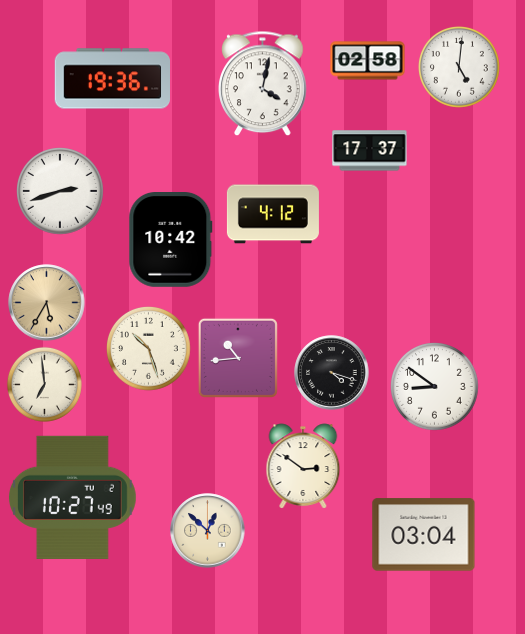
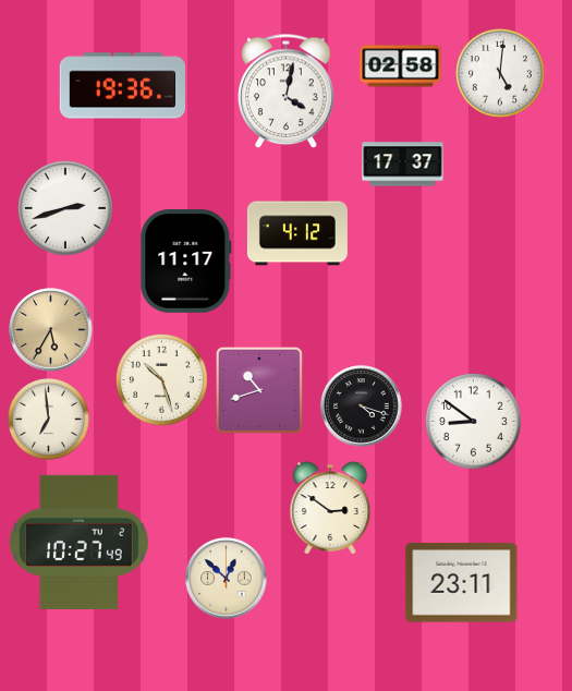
clock at (171, 240): 10:42 -> 11:17
clock at (238, 358): 10:44 -> 10:42
clock at (424, 535): 03:04 -> 23:11
